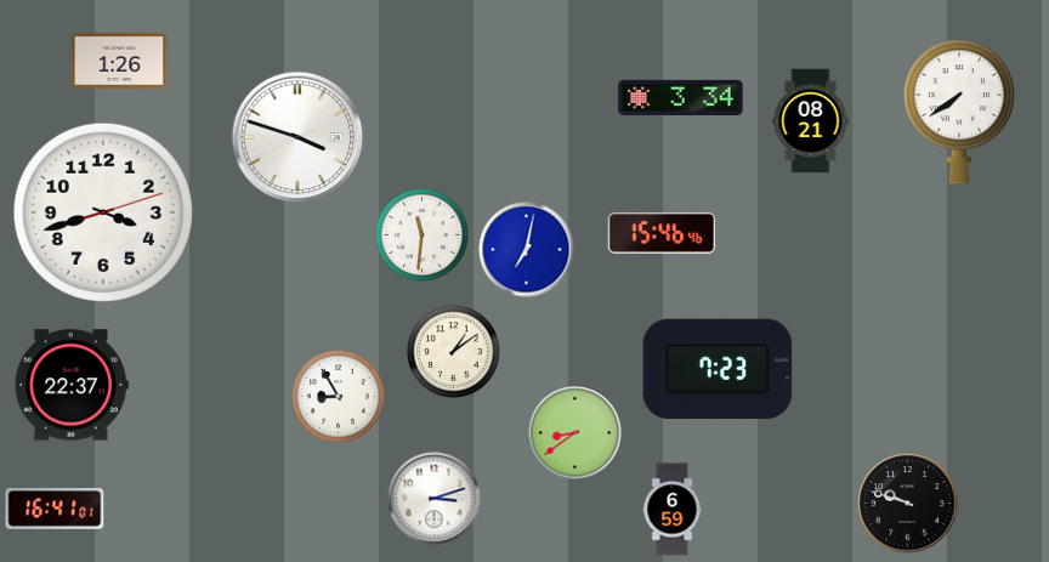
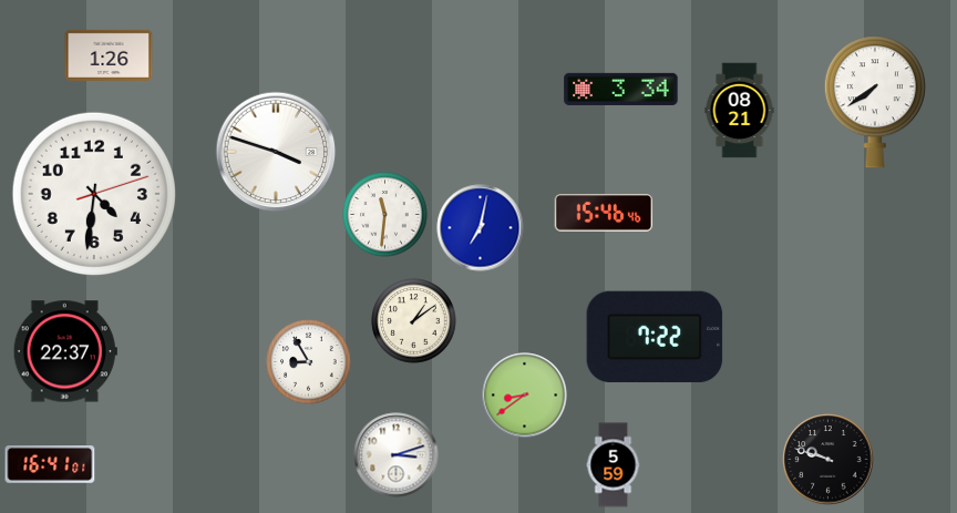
clock at (297, 137) position: (297, 137) -> (276, 152)
clock at (103, 212): 3:42 -> 4:31
clock at (718, 369): 7:23 -> 7:22
clock at (673, 510): 6:59 -> 5:59
